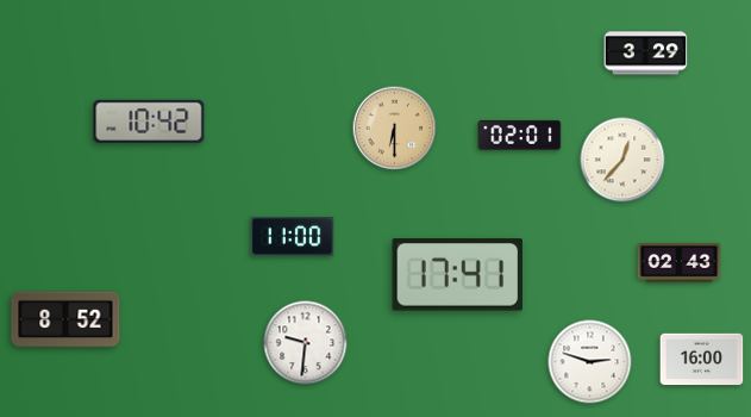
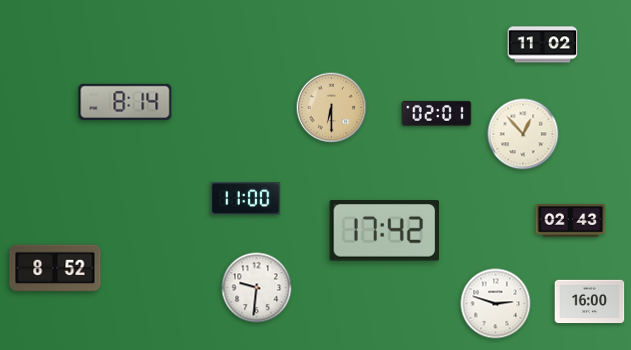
clock at (646, 54): 3:29 -> 11:02
clock at (149, 122): 10:42 -> 8:14
clock at (622, 160): 12:37 -> 12:53
clock at (458, 275): 17:41 -> 17:42
